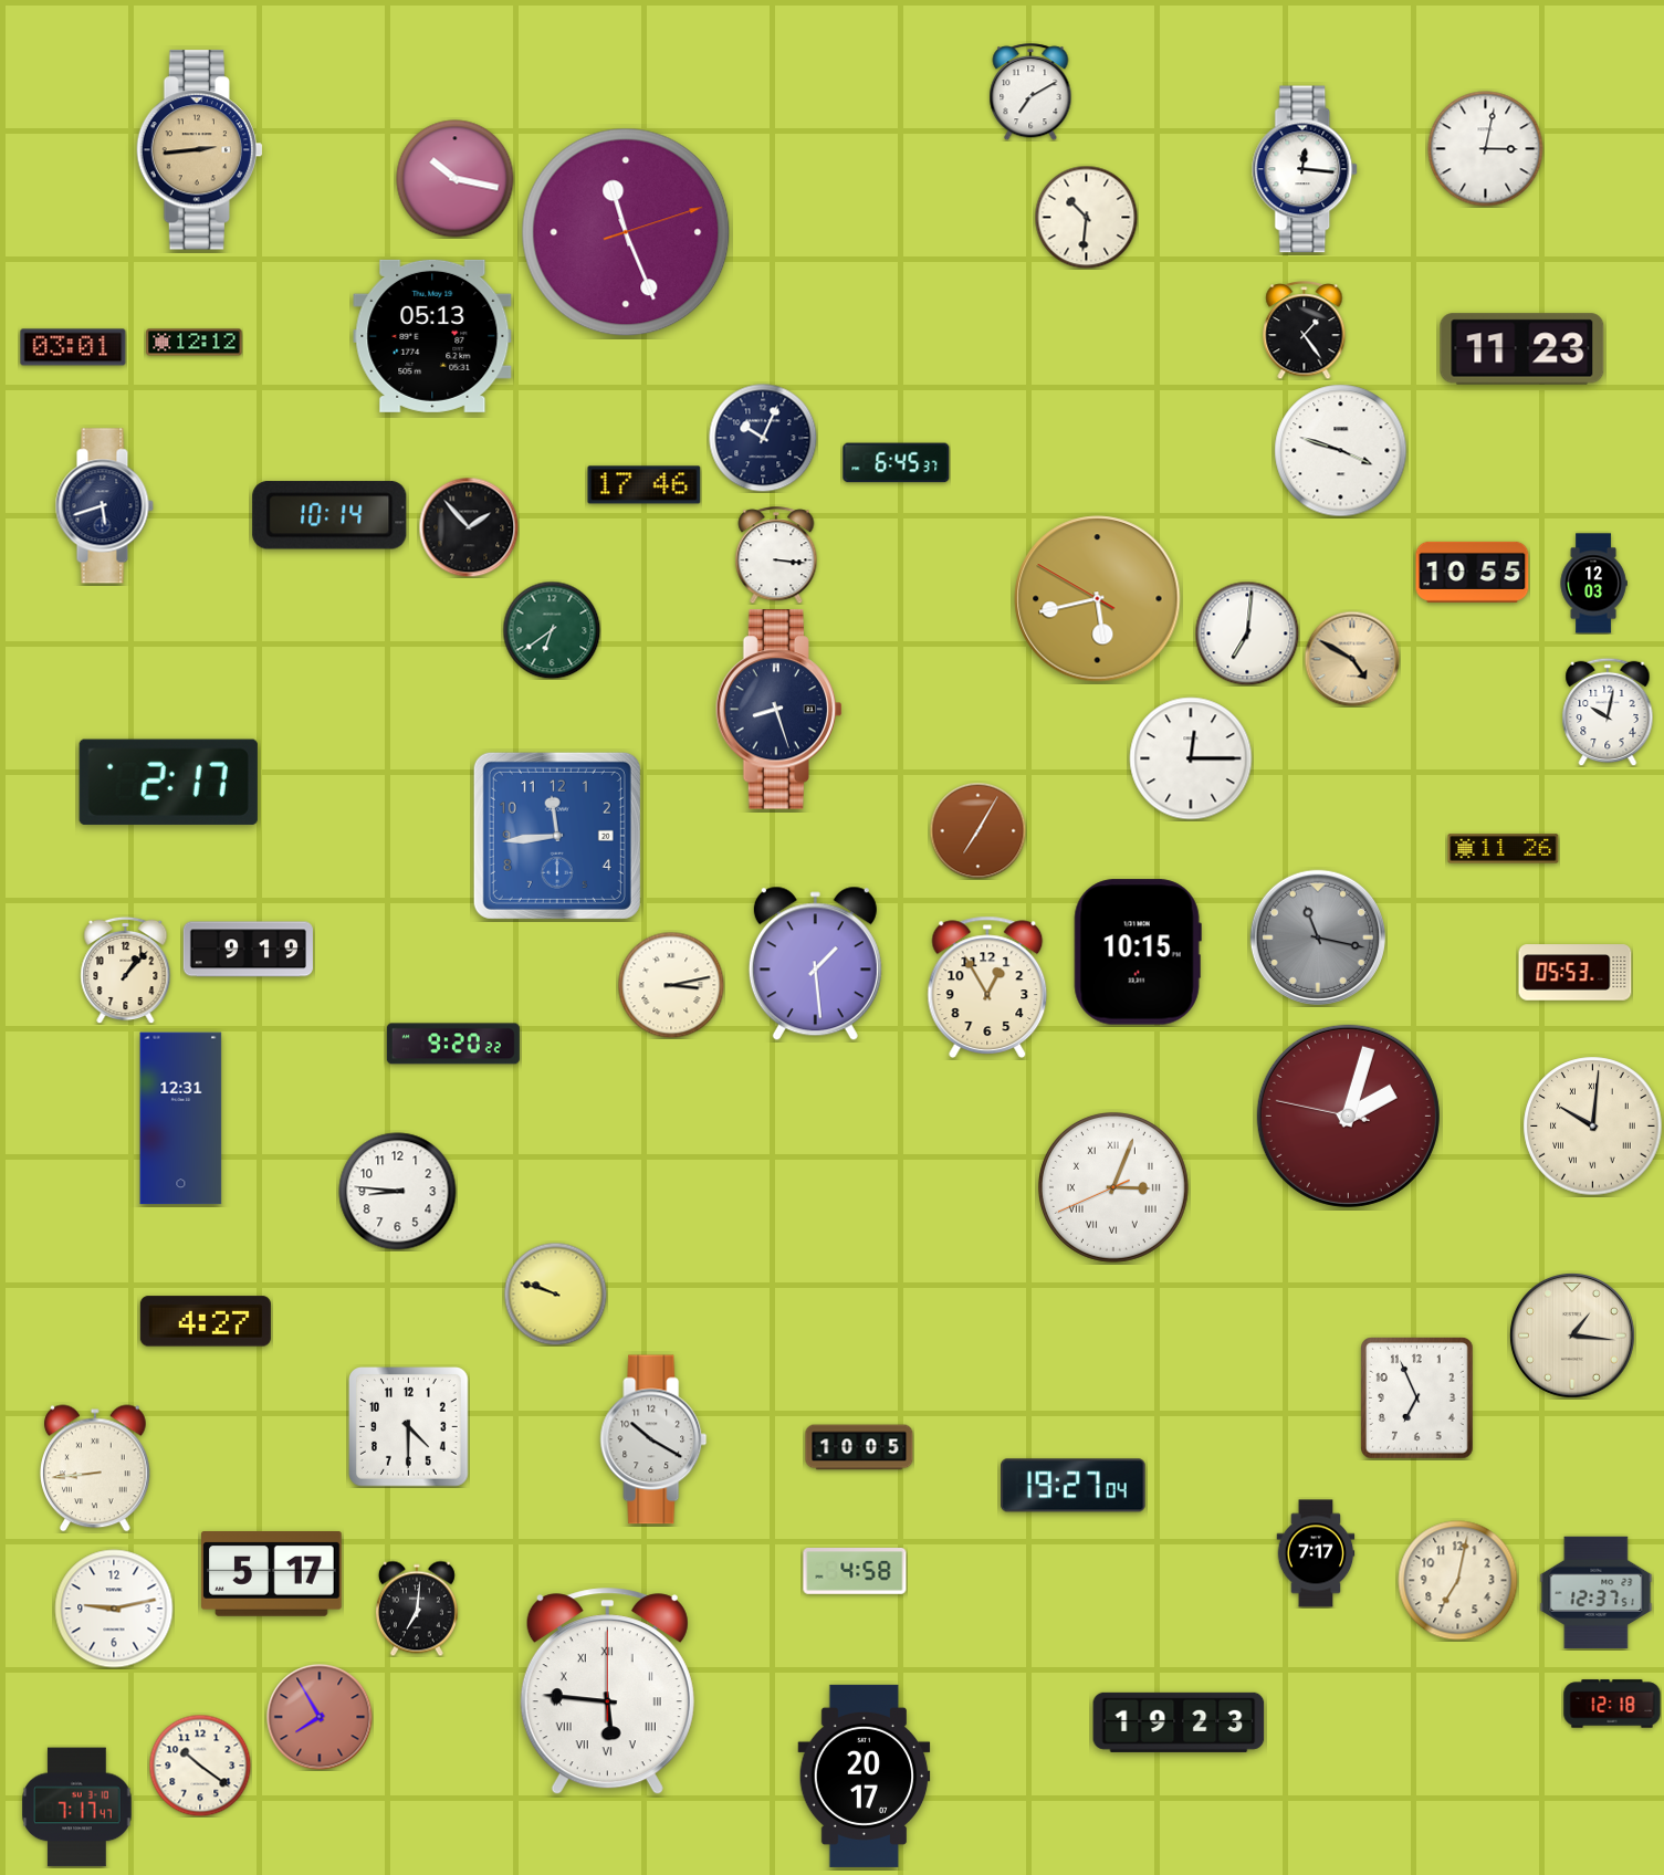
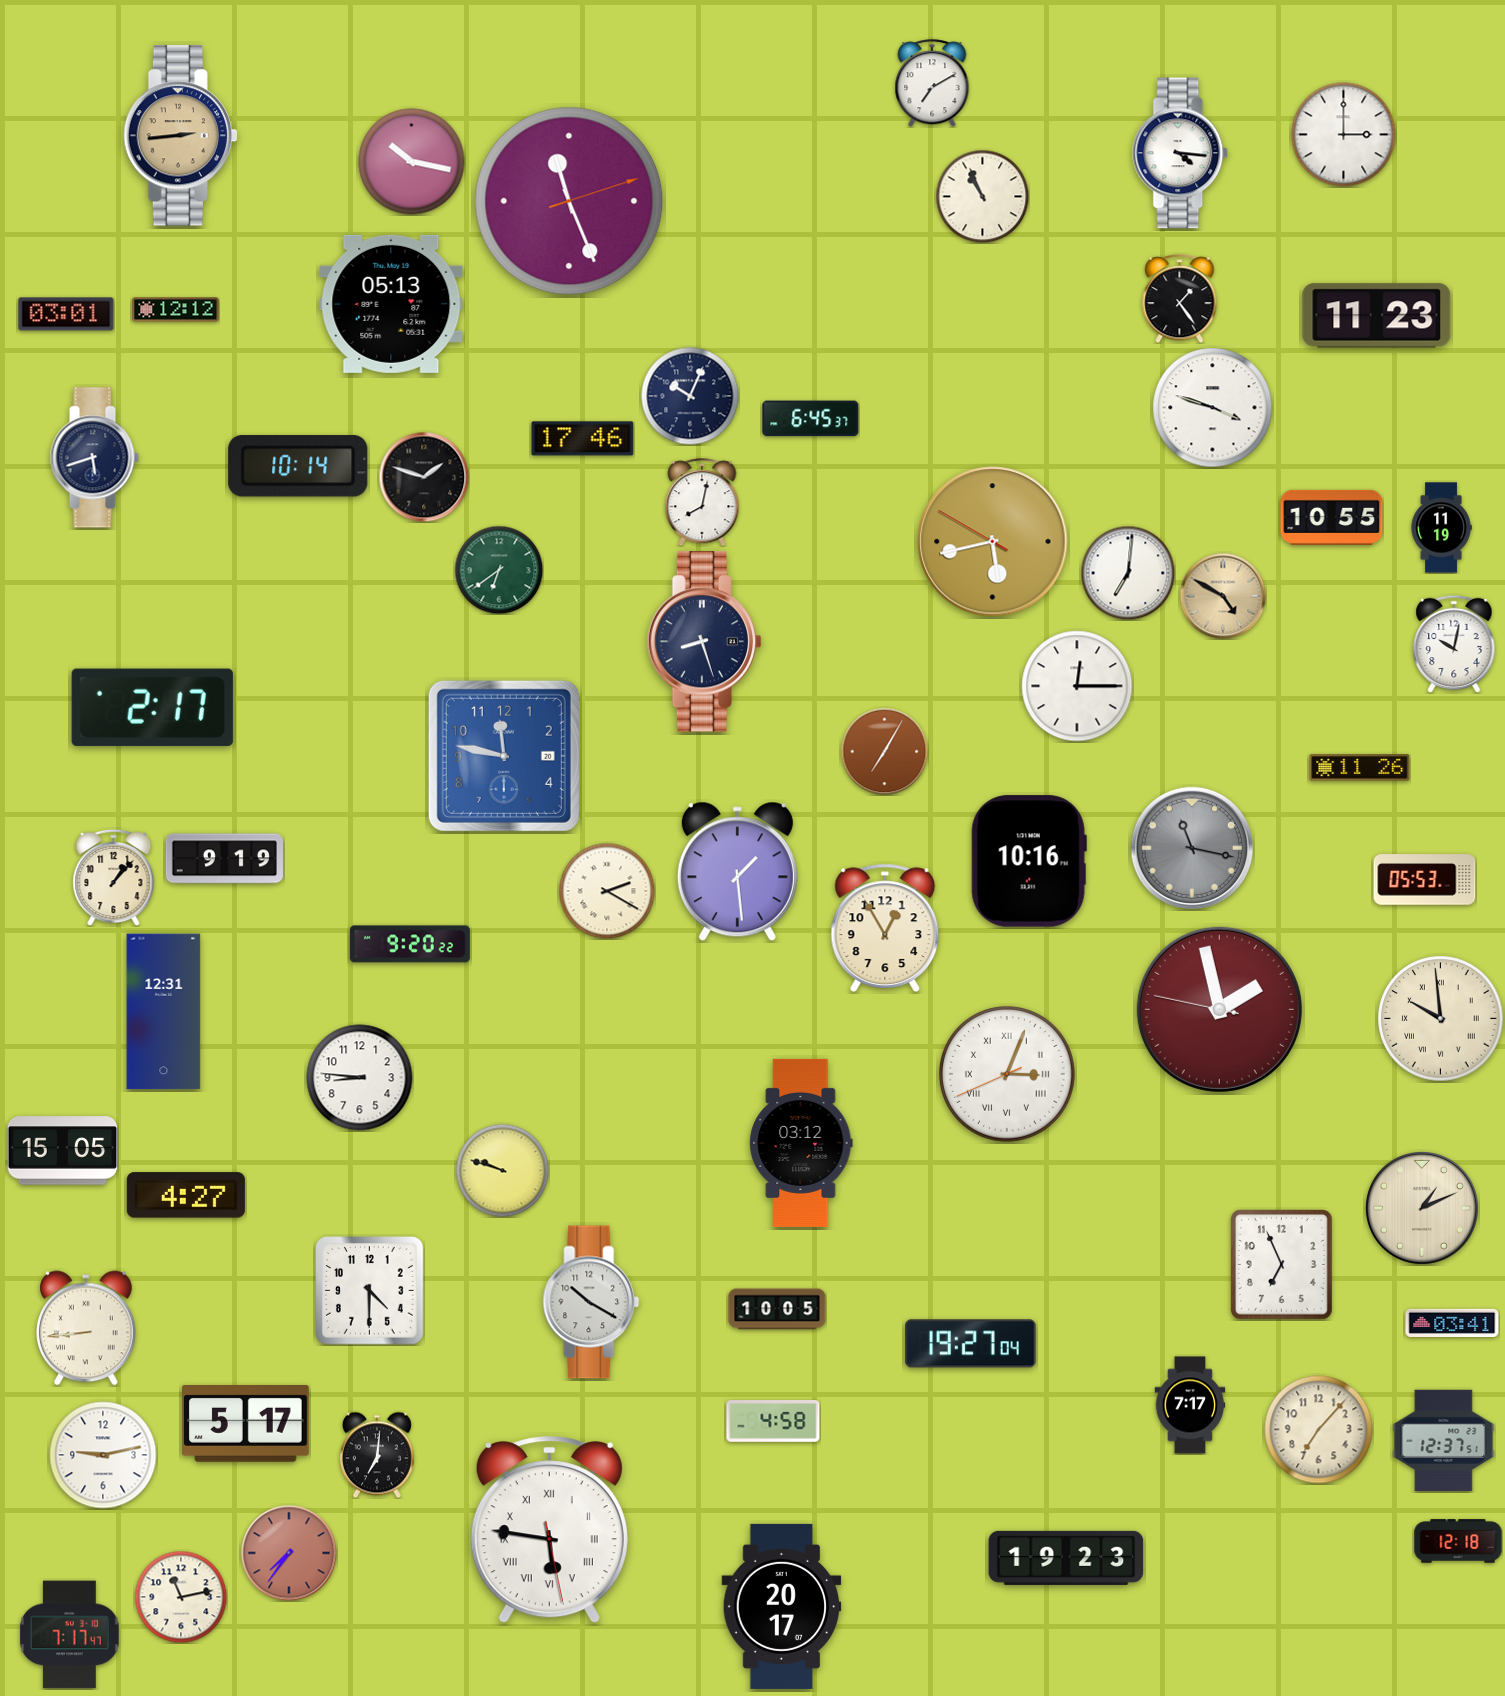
clock at (1486, 149): 3:02 -> 3:00
clock at (1306, 169): 12:16 -> 4:16
clock at (1086, 217): 10:31 -> 10:56
clock at (626, 232) position: (626, 232) -> (569, 201)
clock at (469, 527): 1:53 -> 1:48
clock at (776, 555): 3:16 -> 8:02
clock at (1593, 584): 12:03 -> 11:19
clock at (557, 836): 11:44 -> 11:47
clock at (1138, 952): 10:15 -> 10:16
clock at (671, 985): 3:13 -> 2:20
clock at (987, 986) position: (987, 986) -> (885, 927)
clock at (1348, 1115): 2:02 -> 1:57
clock at (1593, 1127): 10:01 -> 9:59
clock at (801, 1143): none -> 03:12
clock at (63, 1151): none -> 15:05
clock at (1572, 1335): 1:16 -> 1:11
clock at (1452, 1323): none -> 03:41
clock at (1458, 1581): 7:02 -> 7:07
clock at (607, 1691): 5:46:00 -> 5:46:28
clock at (320, 1717): 7:55 -> 7:36
clock at (200, 1766): 10:21 -> 11:13
